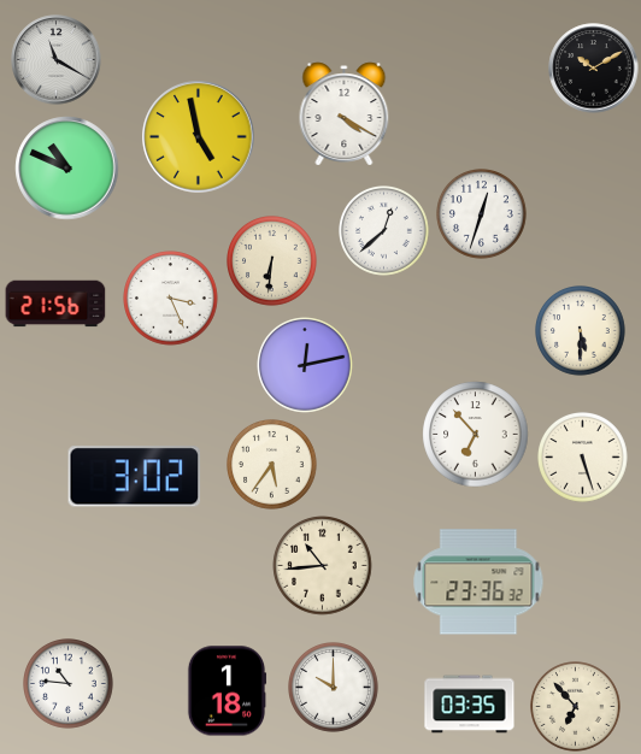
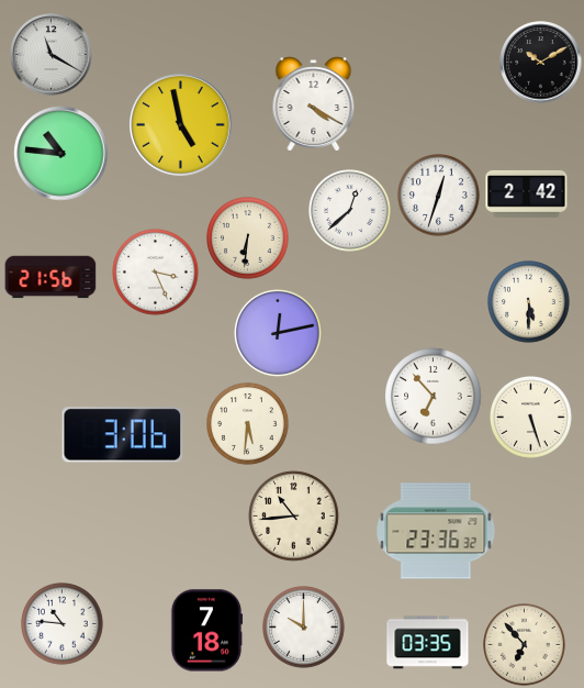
clock at (67, 169): 10:49 -> 10:46
clock at (527, 193): none -> 2:42
clock at (272, 465): 5:36 -> 5:31
clock at (135, 477): 3:02 -> 3:06
clock at (227, 691): 1:18 -> 7:18
